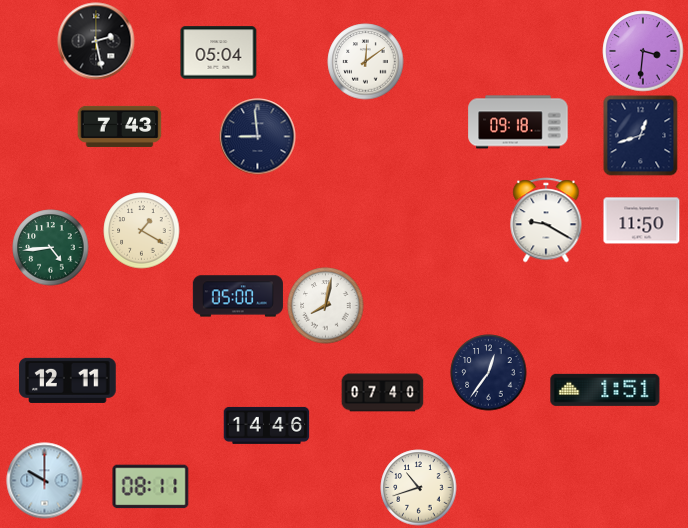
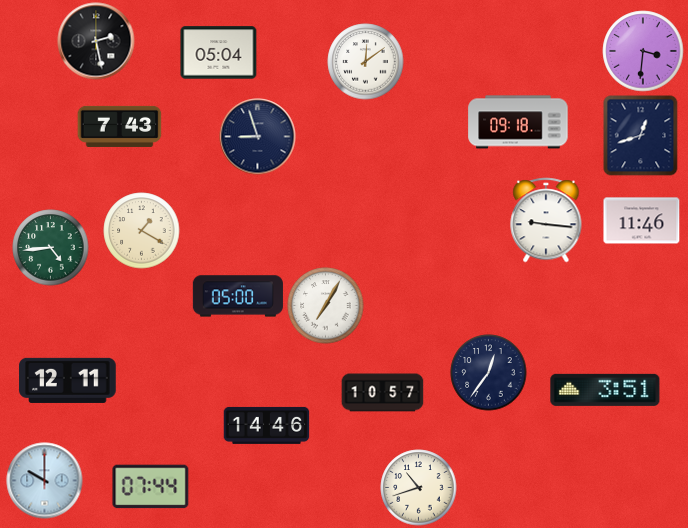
clock at (258, 137): 8:59 -> 8:57
clock at (546, 220): 9:20 -> 9:16
clock at (642, 221): 11:50 -> 11:46
clock at (326, 306): 8:02 -> 7:05
clock at (605, 390): 1:51 -> 3:51
clock at (383, 393): 07:40 -> 10:57
clock at (151, 487): 08:11 -> 07:44
